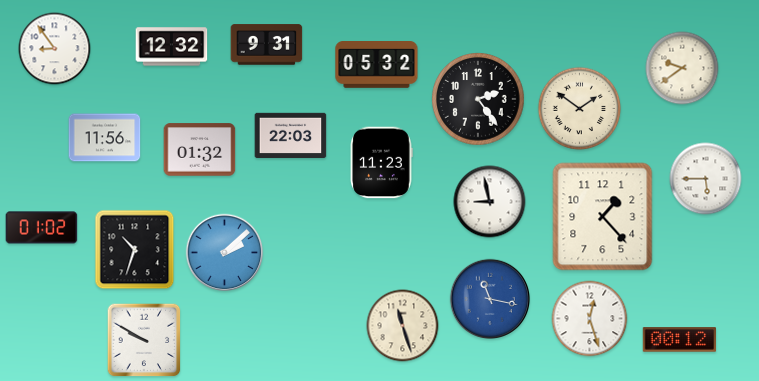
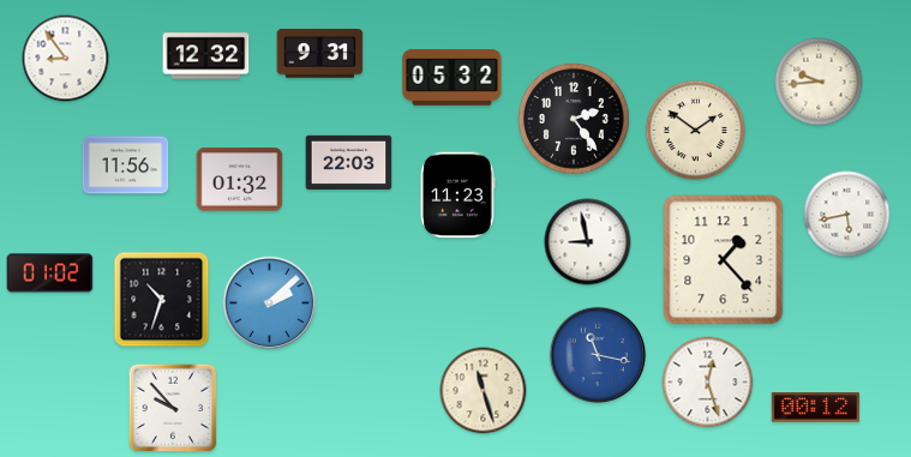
clock at (682, 68): 9:39 -> 9:44
clock at (706, 179): 5:45 -> 5:43
clock at (490, 299) position: (490, 299) -> (598, 355)
clock at (144, 340): 9:50 -> 9:53
